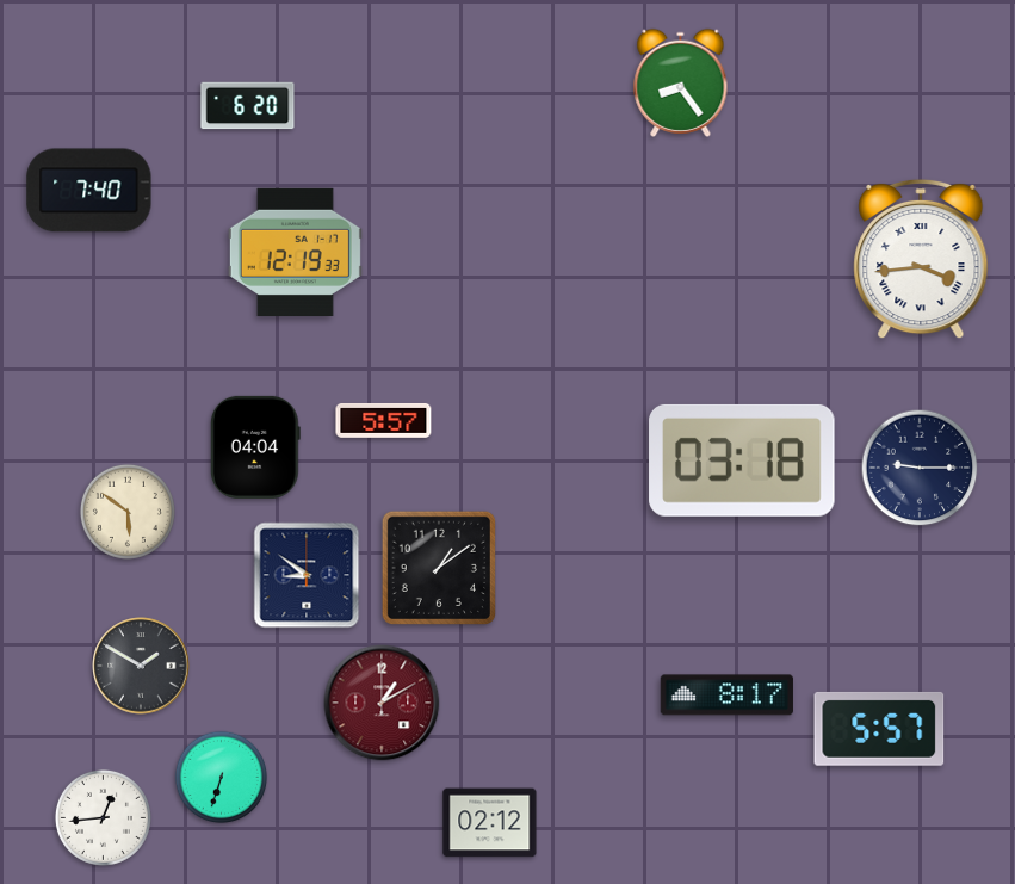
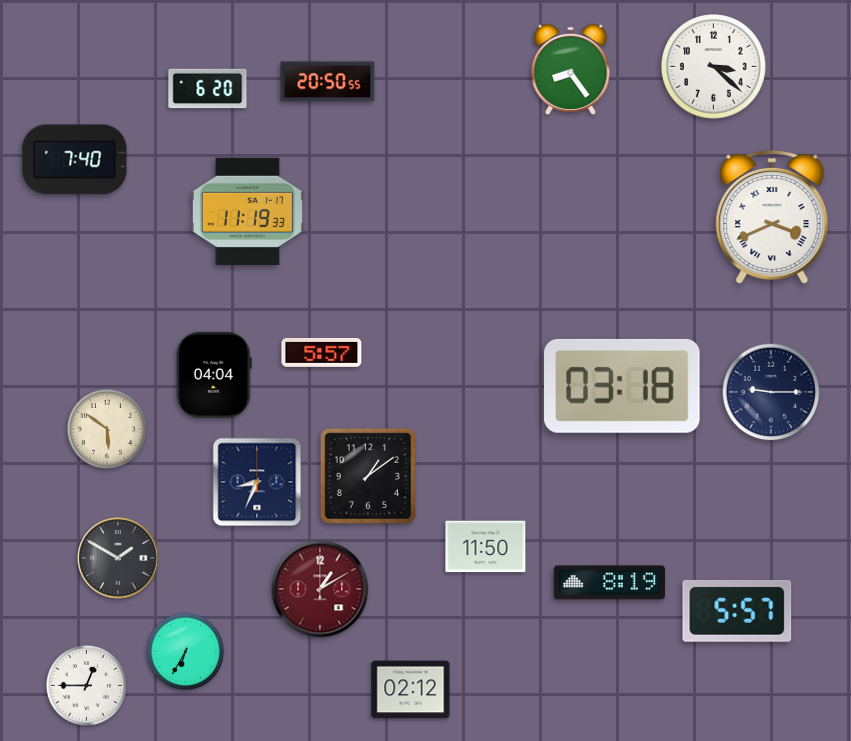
clock at (714, 67): none -> 3:22
clock at (328, 82): none -> 20:50
clock at (295, 252): 12:19 -> 11:19
clock at (921, 259): 3:44 -> 3:41
clock at (307, 575): 8:51 -> 8:34
clock at (486, 547): none -> 11:50
clock at (726, 696): 8:17 -> 8:19
clock at (222, 778): 6:33 -> 6:35
clock at (103, 817): 12:44 -> 12:45
